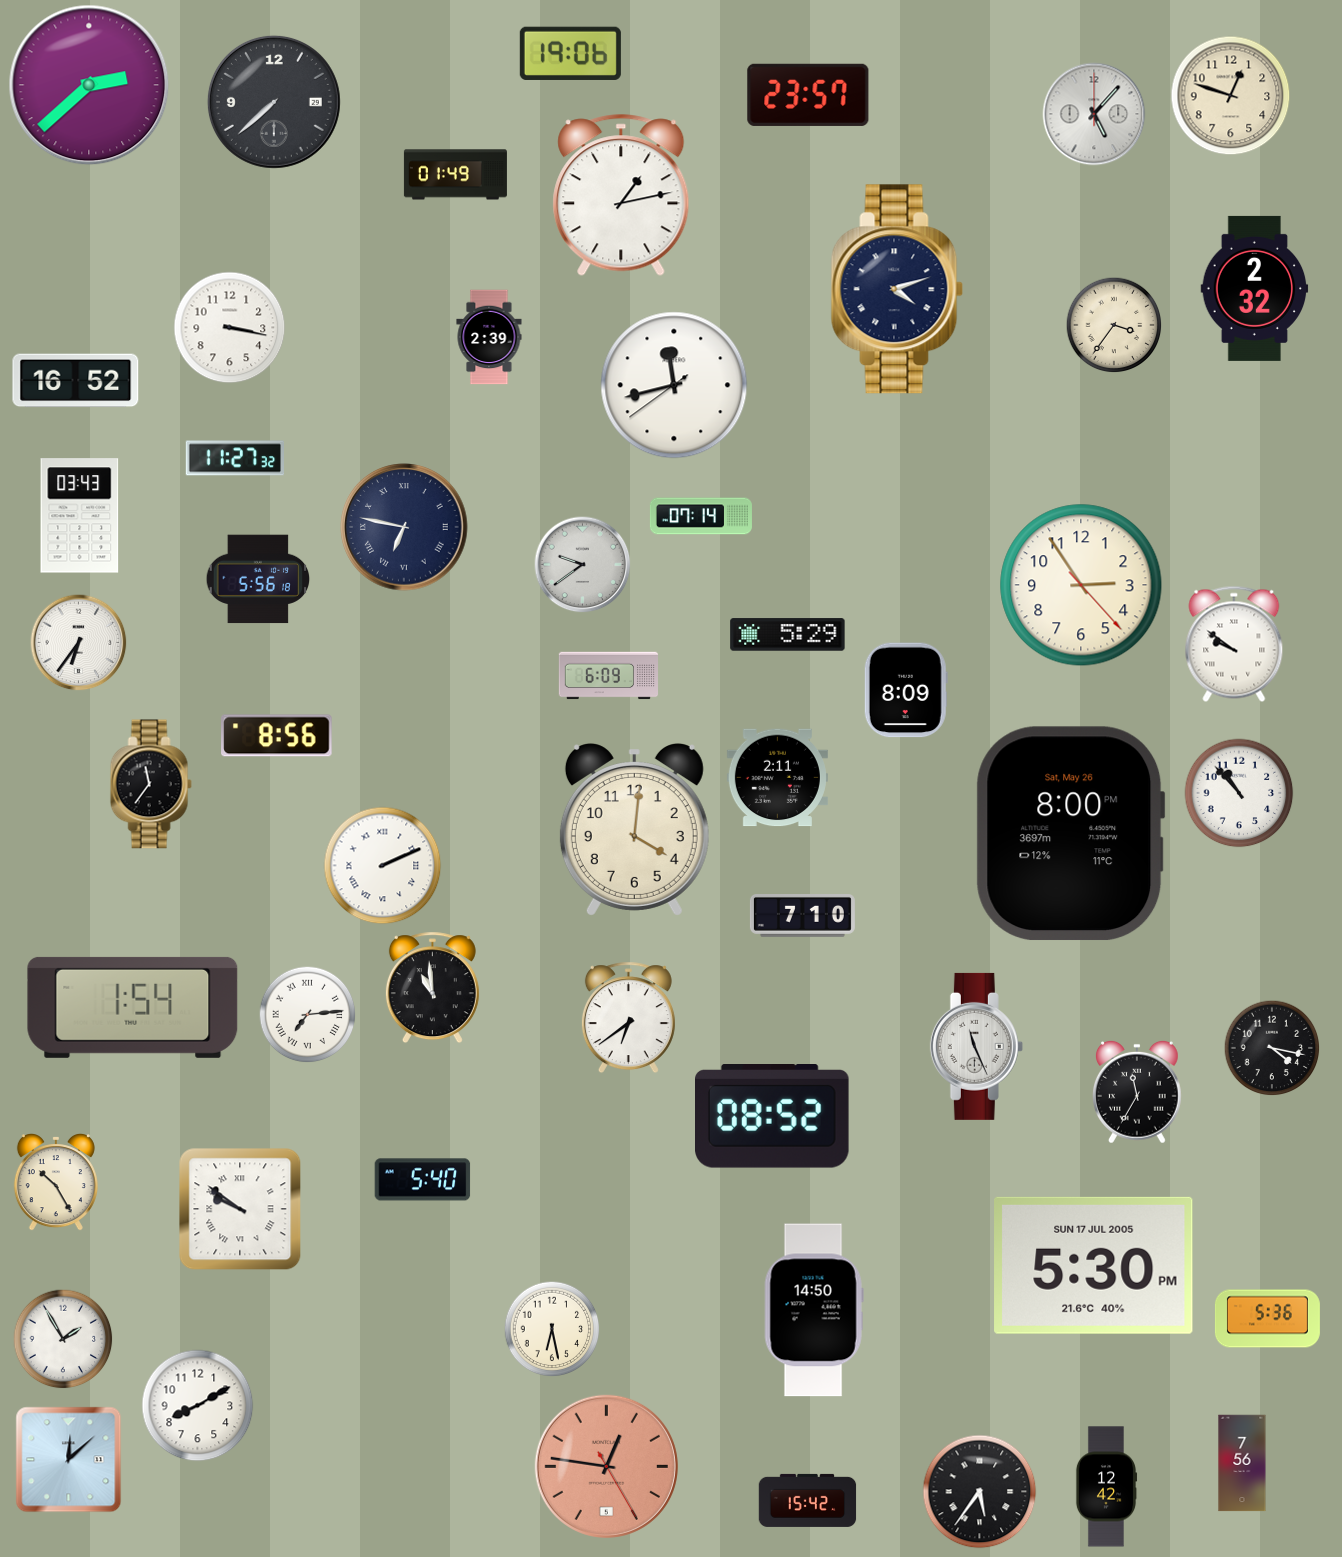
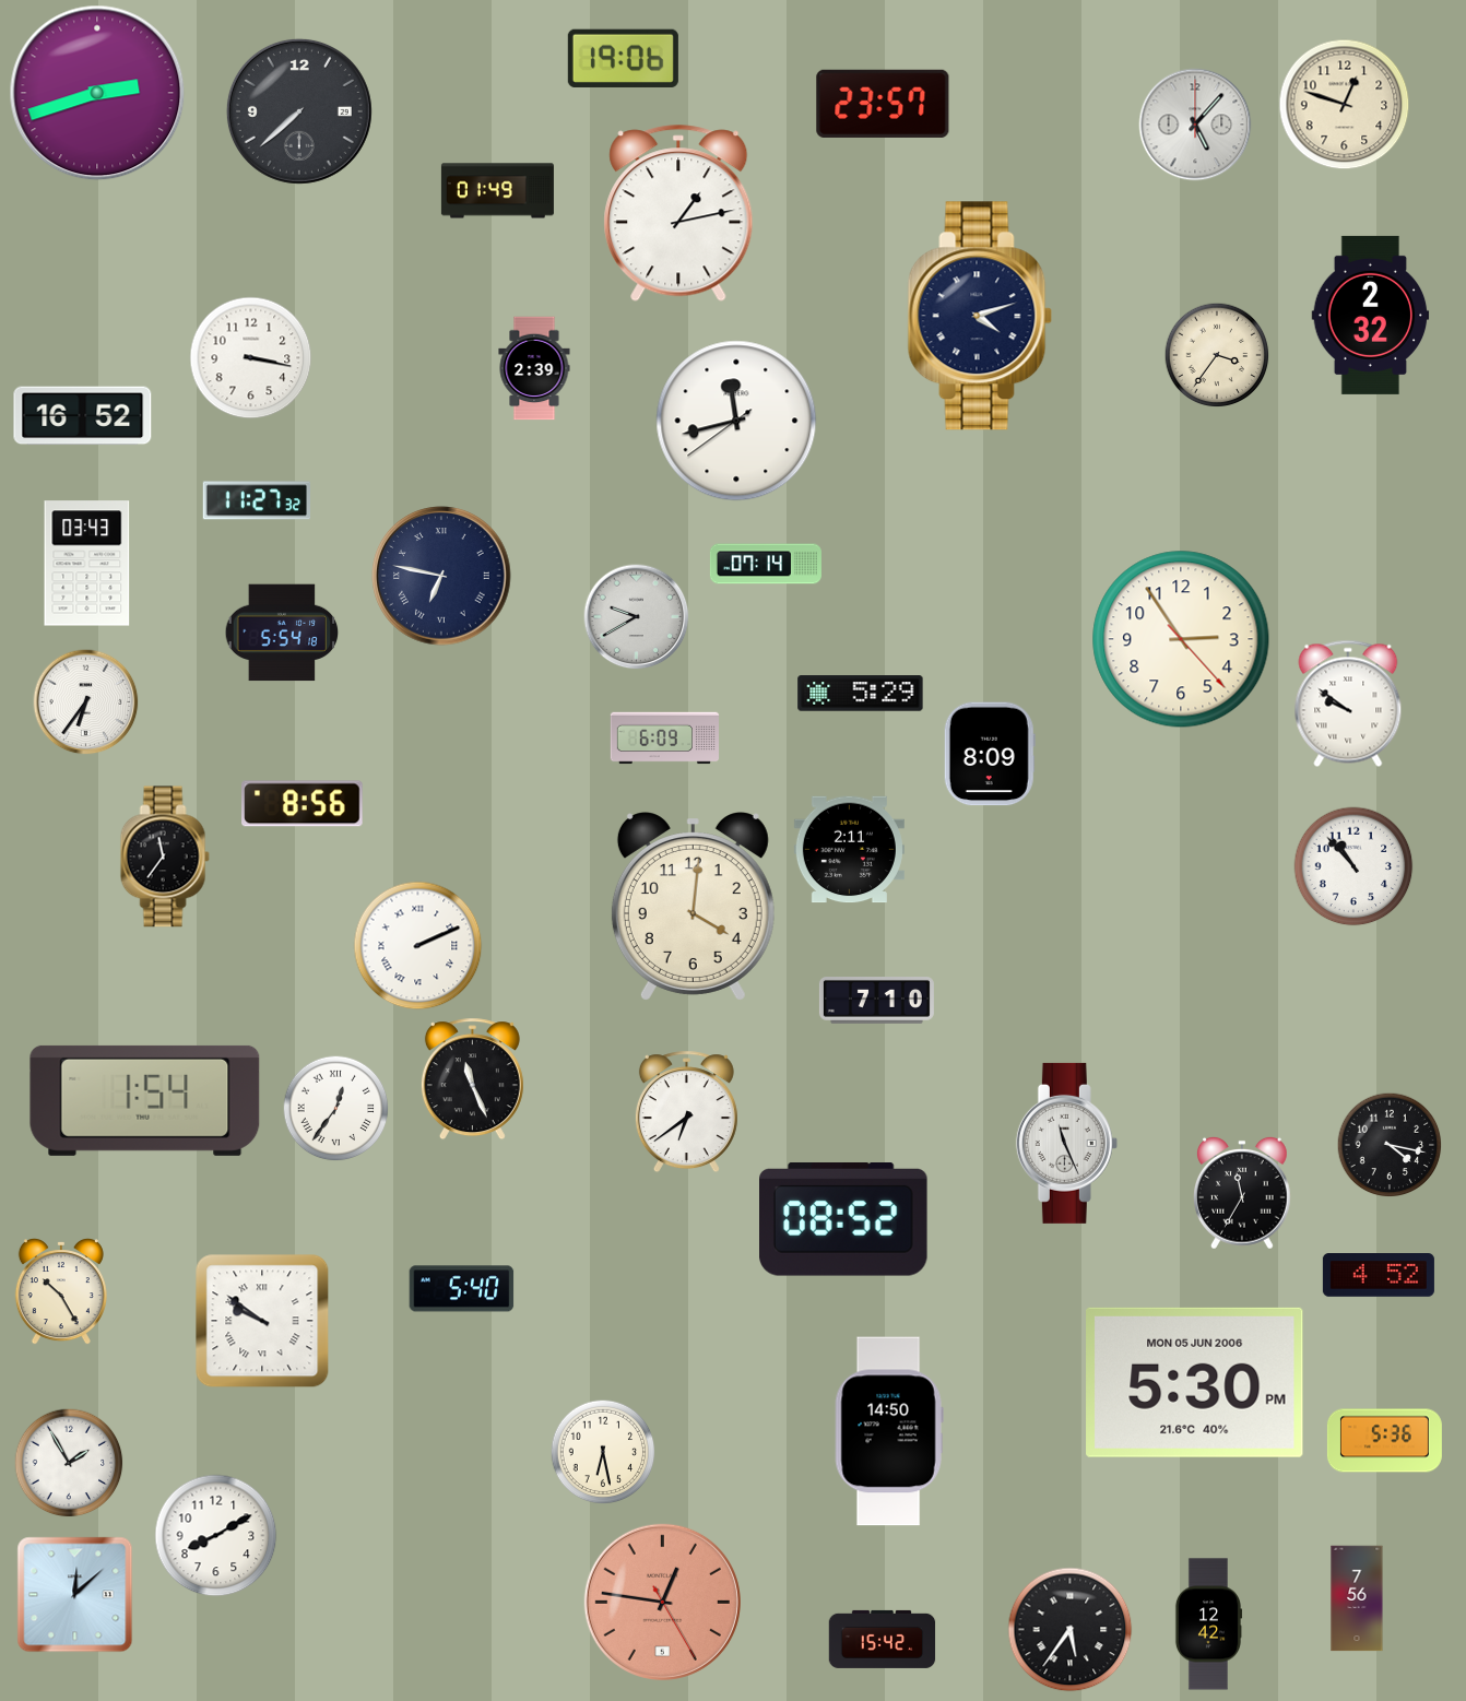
clock at (89, 85): 2:38 -> 2:42
clock at (583, 565): 9:39 -> 9:40
clock at (258, 579): 5:56 -> 5:54
clock at (1070, 834): 8:00 -> none
clock at (432, 988): 10:59 -> 11:26
clock at (307, 1014): 7:14 -> 12:36
clock at (1379, 1276): none -> 4:52
clock at (1094, 1265) date: SUN 17 JUL 2005 -> MON 05 JUN 2006
